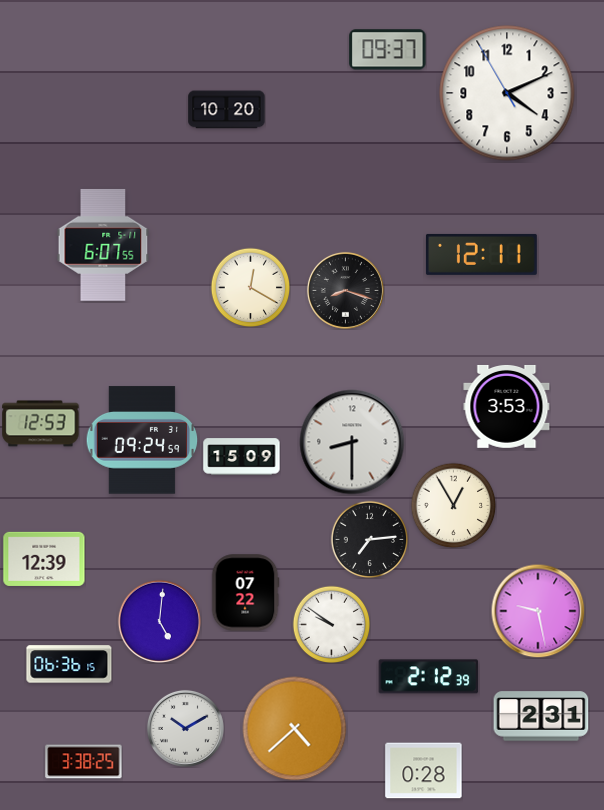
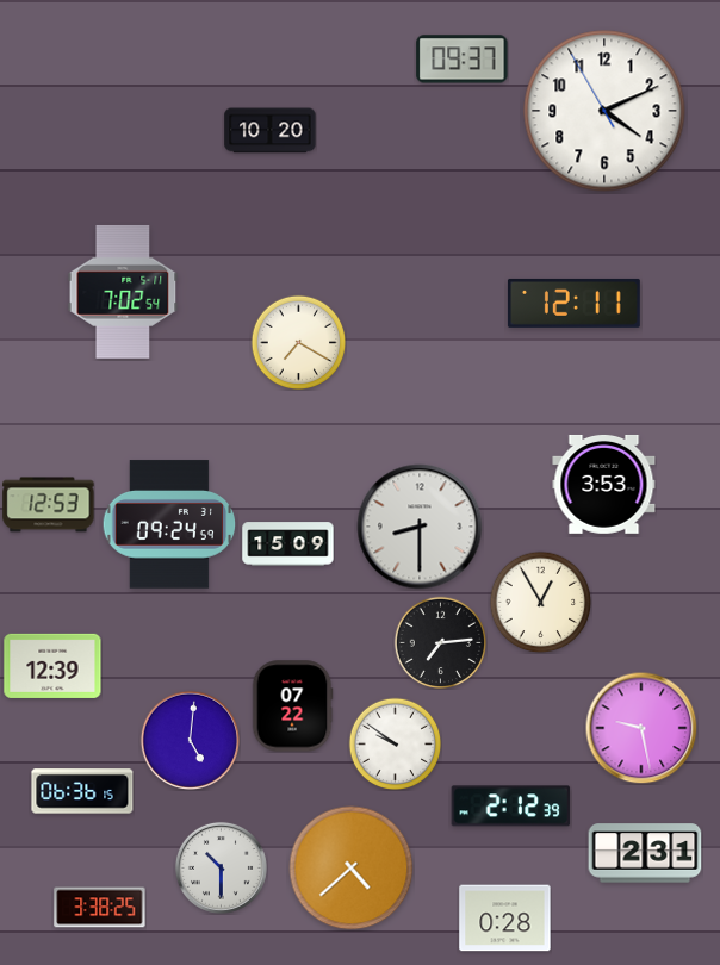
clock at (103, 245): 6:07 -> 7:02
clock at (250, 287): 12:20 -> 7:20
clock at (345, 290): 8:18 -> none
clock at (185, 728): 10:10 -> 10:30
